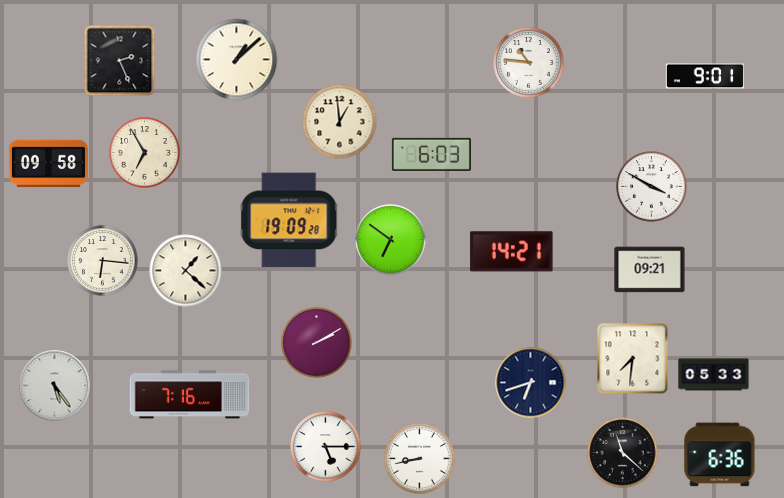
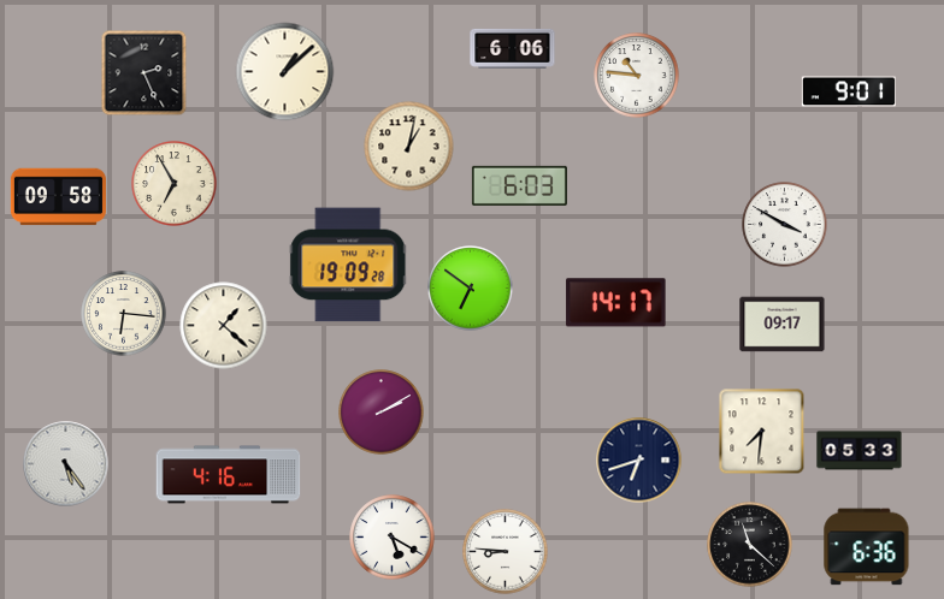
clock at (513, 48): none -> 6:06
clock at (340, 122): 12:59 -> 1:02
clock at (512, 252): 14:21 -> 14:17
clock at (650, 270): 09:21 -> 09:17
clock at (190, 395): 7:16 -> 4:16
clock at (326, 447): 5:15 -> 5:20
clock at (420, 459): 8:43 -> 8:46
